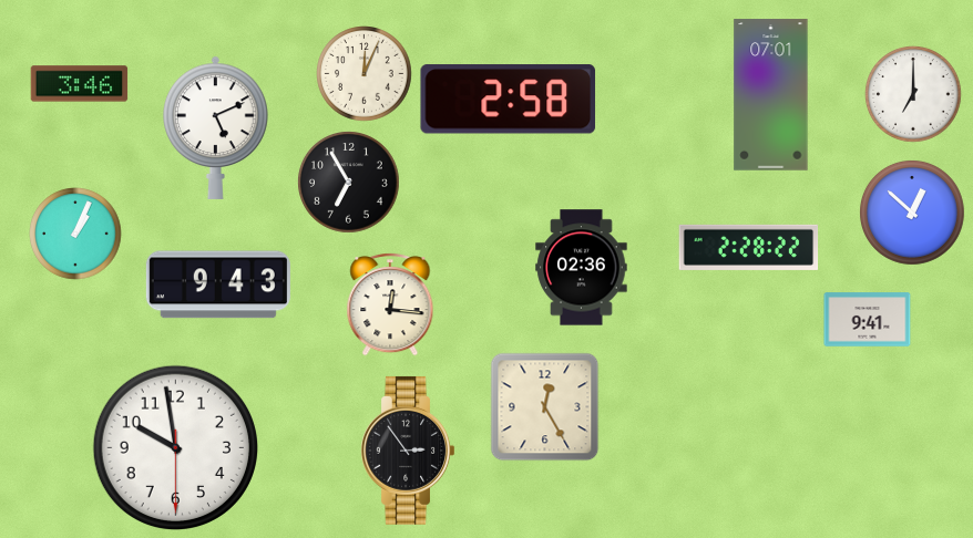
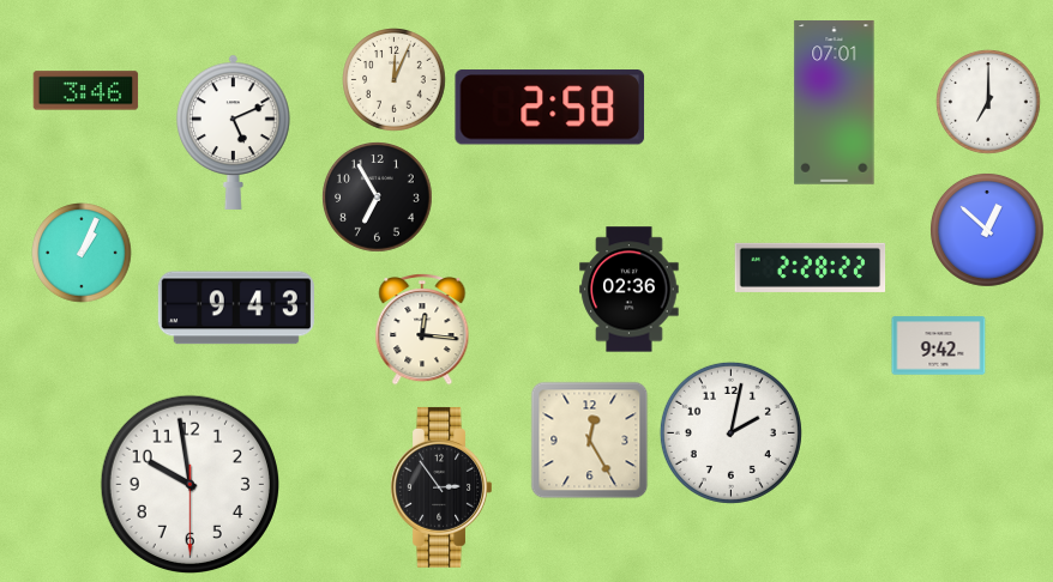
clock at (216, 127) position: (216, 127) -> (234, 132)
clock at (868, 320): 9:41 -> 9:42
clock at (730, 432): none -> 2:02
